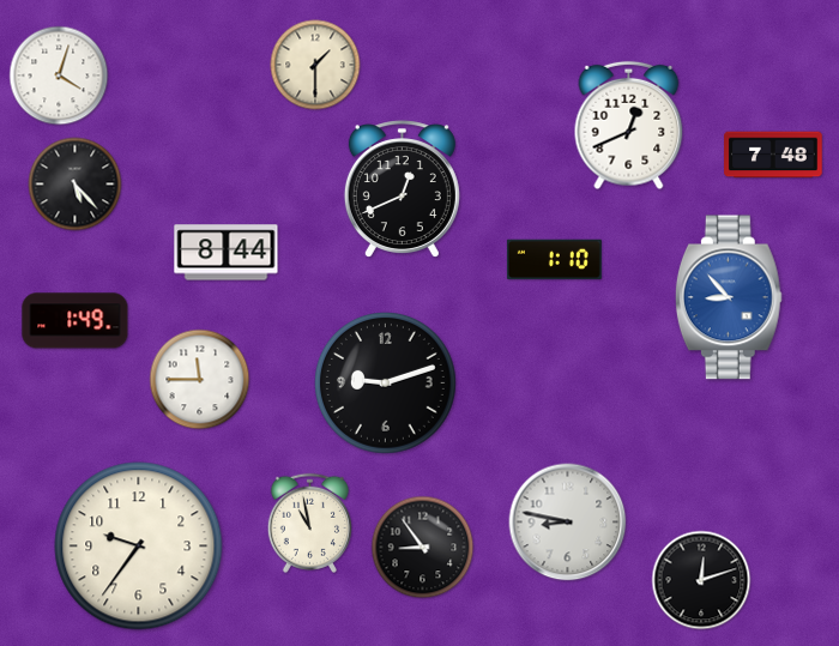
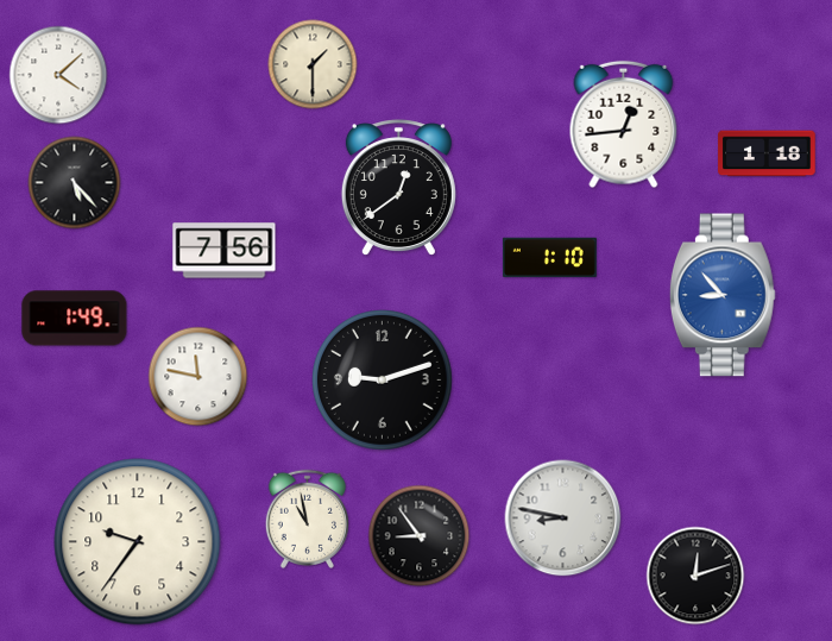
clock at (59, 76): 4:03 -> 4:08
clock at (629, 126): 12:41 -> 12:44
clock at (773, 155): 7:48 -> 1:18
clock at (402, 188): 12:41 -> 12:39
clock at (227, 253): 8:44 -> 7:56
clock at (200, 380): 11:45 -> 11:47
clock at (423, 548) position: (423, 548) -> (420, 536)
